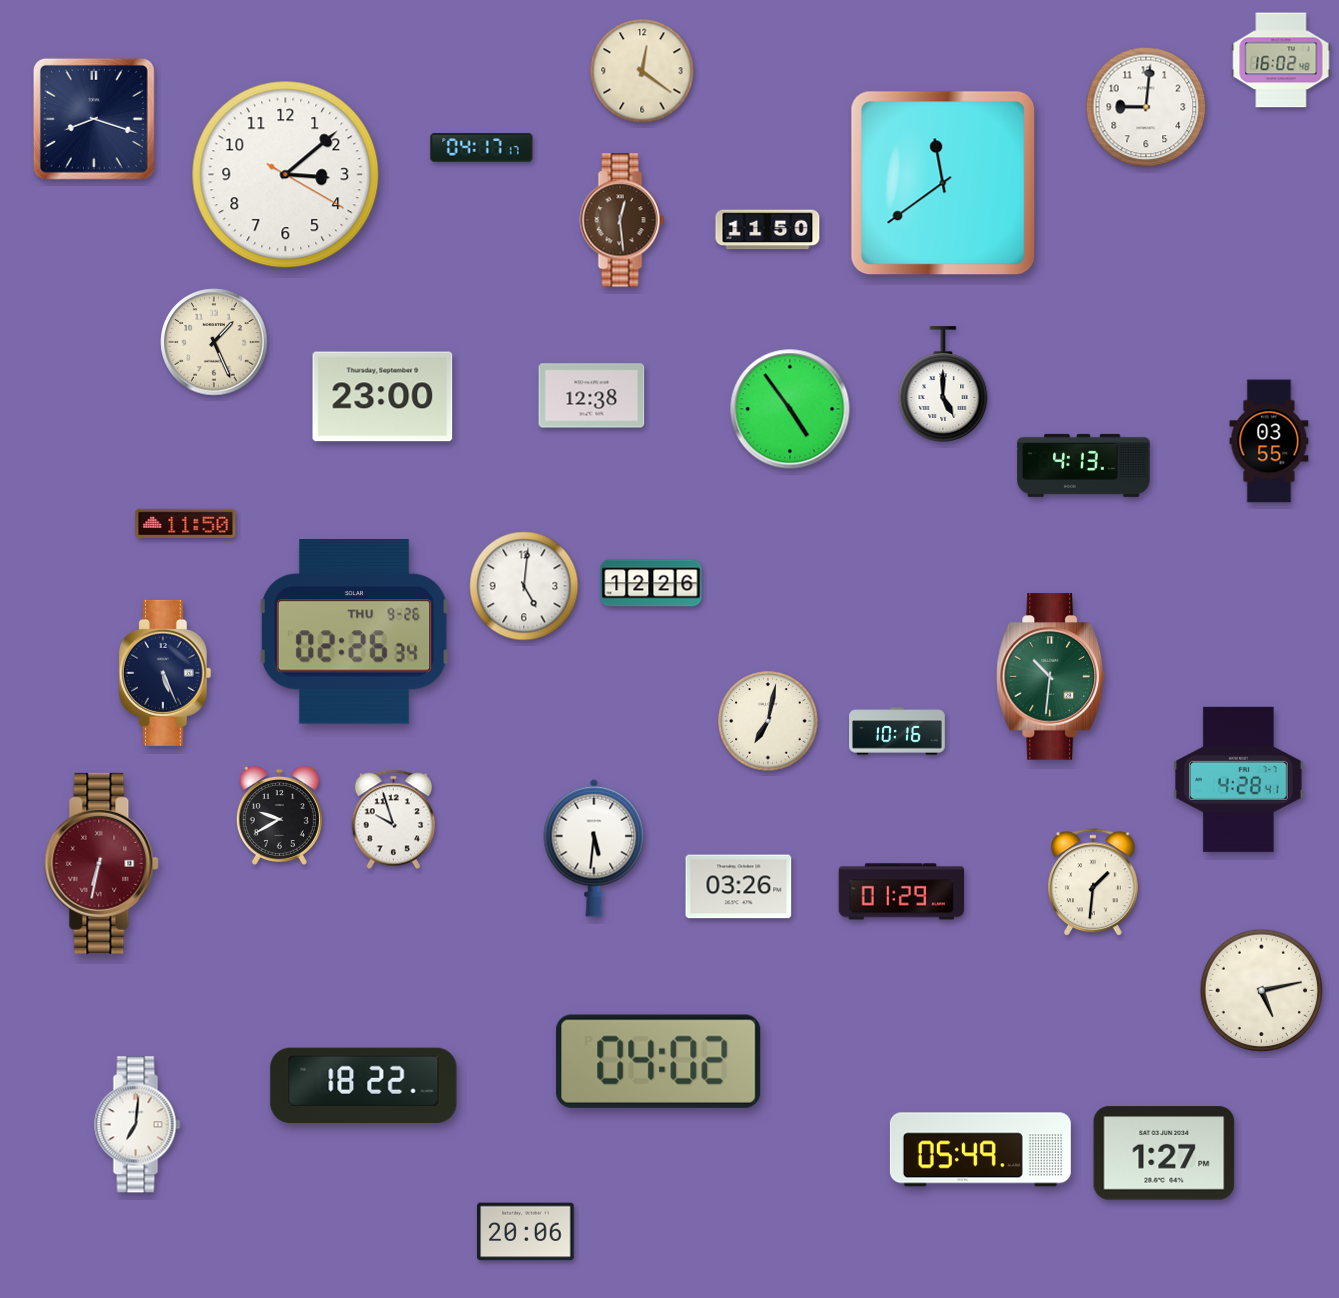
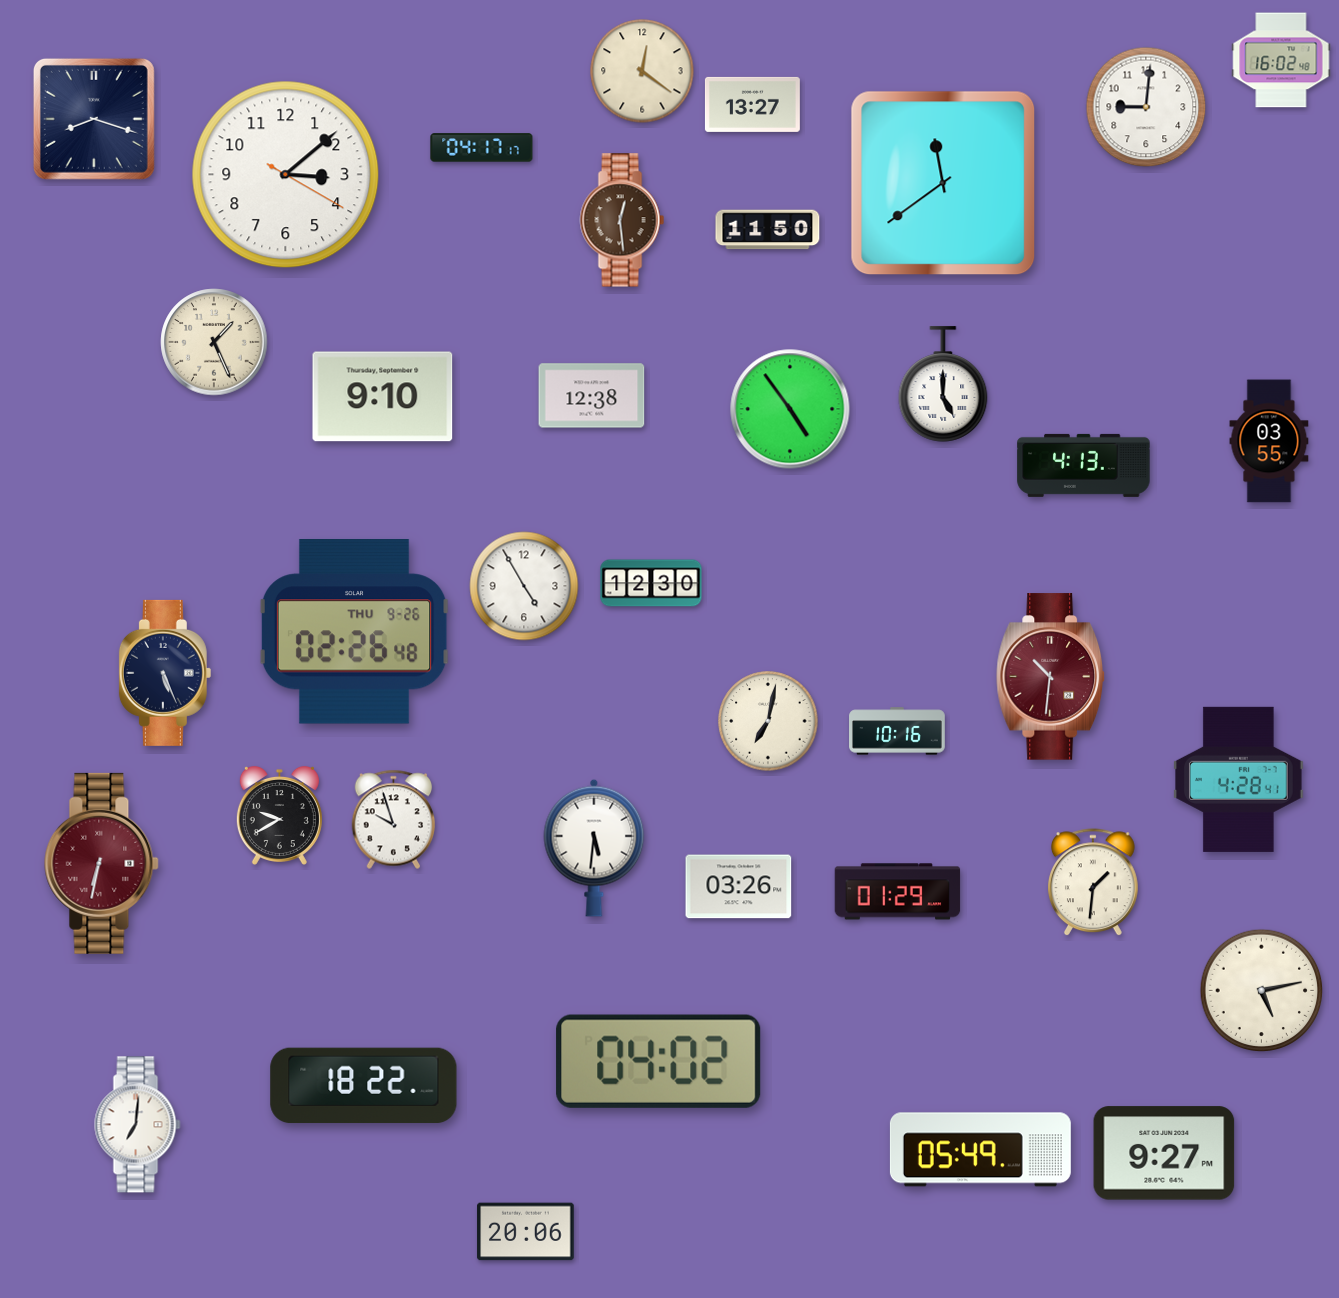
clock at (752, 104): none -> 13:27
clock at (383, 397): 23:00 -> 9:10
clock at (186, 523): 11:50 -> none
clock at (651, 583): 12:26 -> 12:30
clock at (524, 586): 5:01 -> 4:55
clock at (355, 632): 02:26:34 -> 02:26:48
clock at (1051, 677) dial: green -> burgundy
clock at (902, 892) position: (902, 892) -> (898, 892)
clock at (1164, 1153): 1:27 -> 9:27
